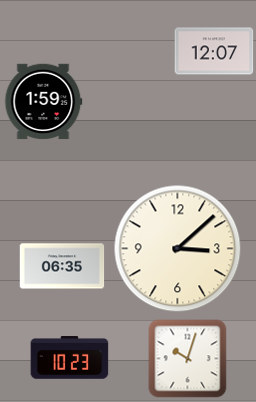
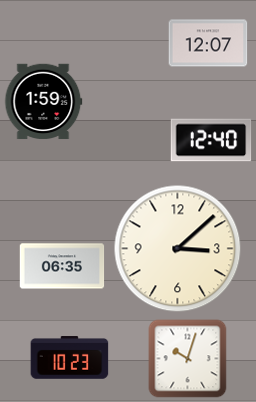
clock at (214, 51) position: (214, 51) -> (208, 43)
clock at (211, 140): none -> 12:40
